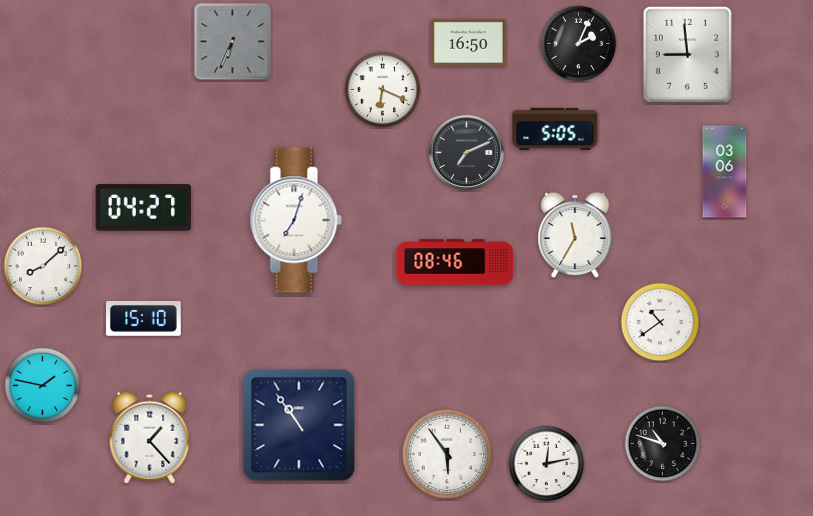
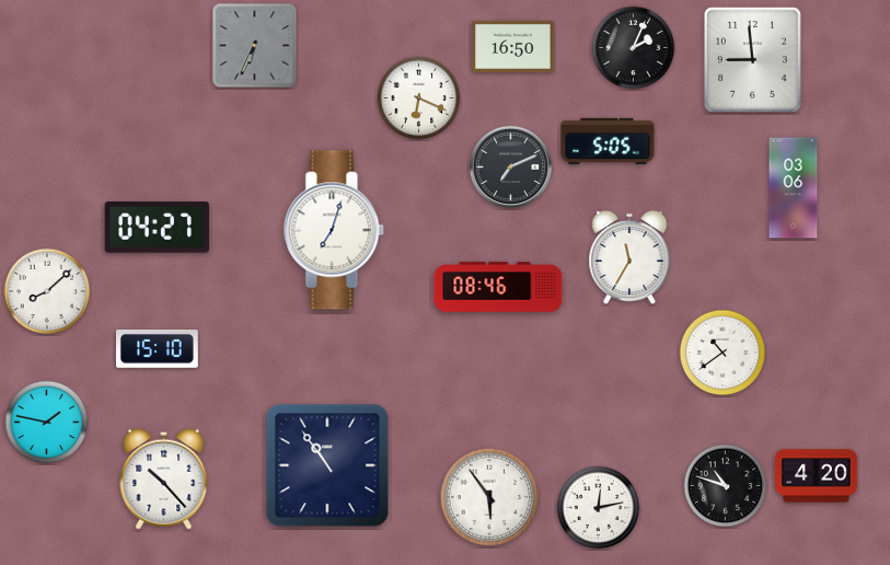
clock at (296, 220) position: (296, 220) -> (334, 230)
clock at (817, 476): none -> 4:20
clock at (150, 437): 1:23 -> 10:23
